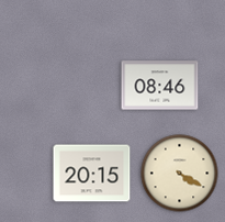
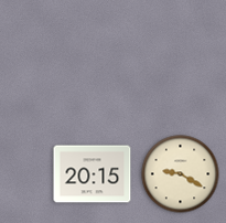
clock at (160, 86): 08:46 -> none
clock at (180, 174): 4:20 -> 9:20
